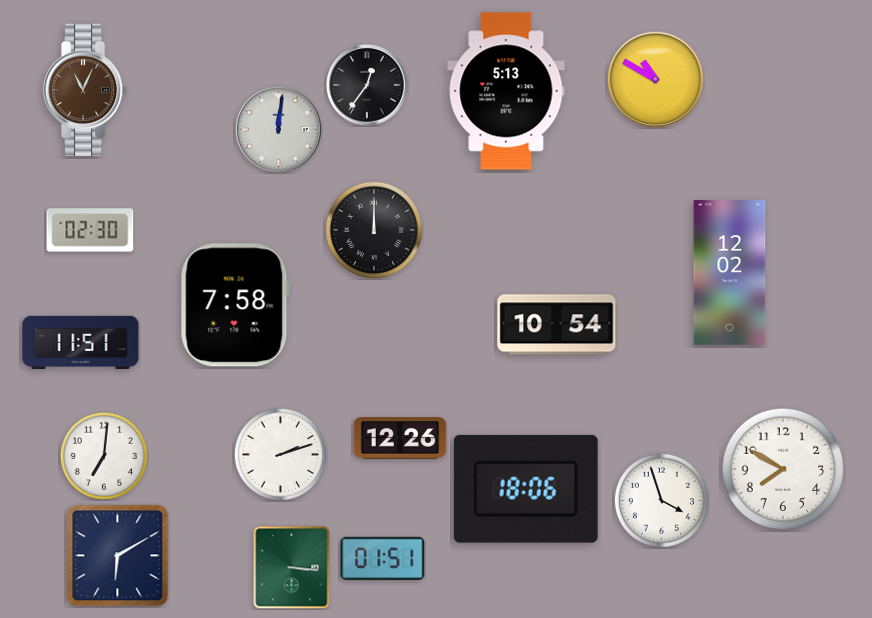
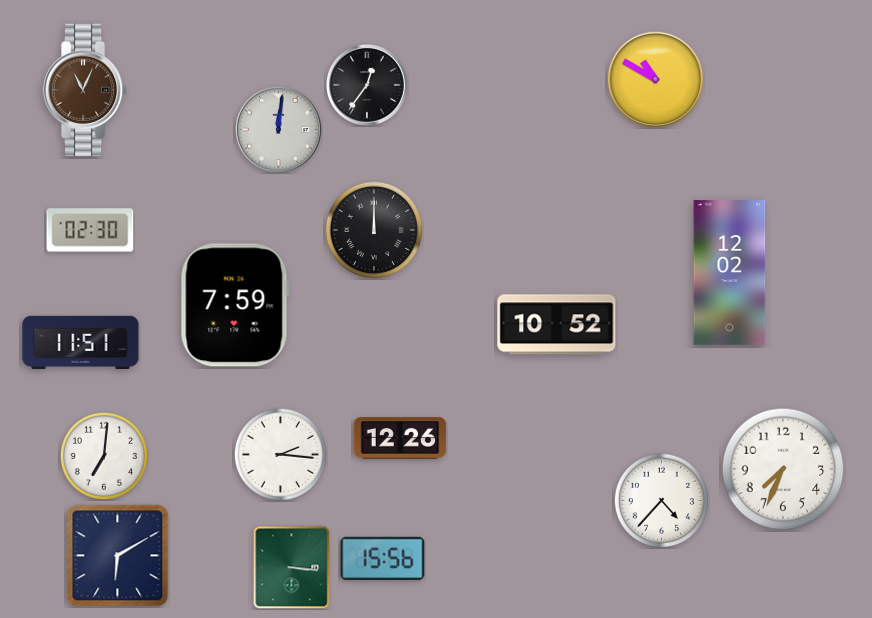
clock at (506, 91): 5:13 -> none
clock at (235, 305): 7:58 -> 7:59
clock at (557, 325): 10:54 -> 10:52
clock at (280, 454): 2:12 -> 2:16
clock at (783, 469): 7:50 -> 7:34
clock at (526, 489): 18:06 -> none
clock at (661, 500): 3:57 -> 4:37
clock at (383, 558): 01:51 -> 15:56
